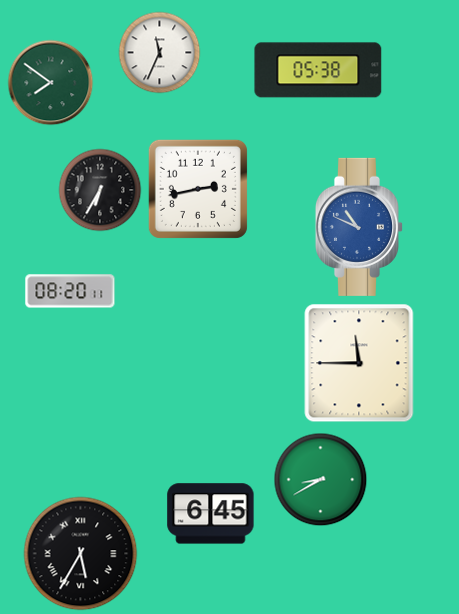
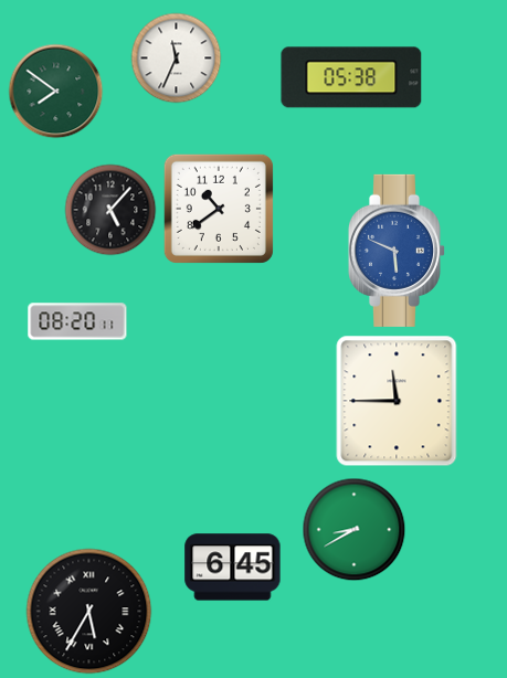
clock at (198, 189): 2:43 -> 10:39
clock at (100, 190): 6:35 -> 5:07
clock at (358, 227): 10:49 -> 5:49
